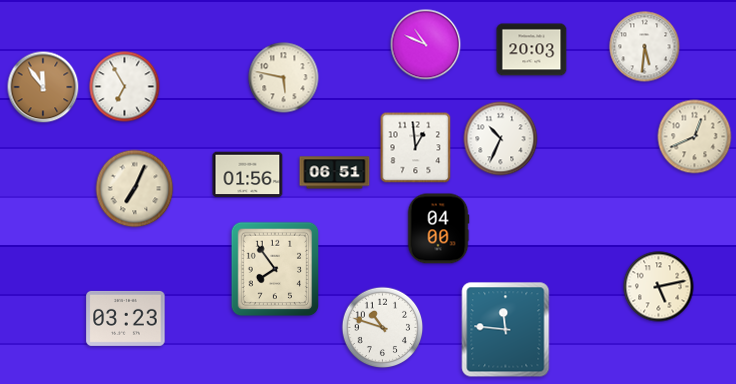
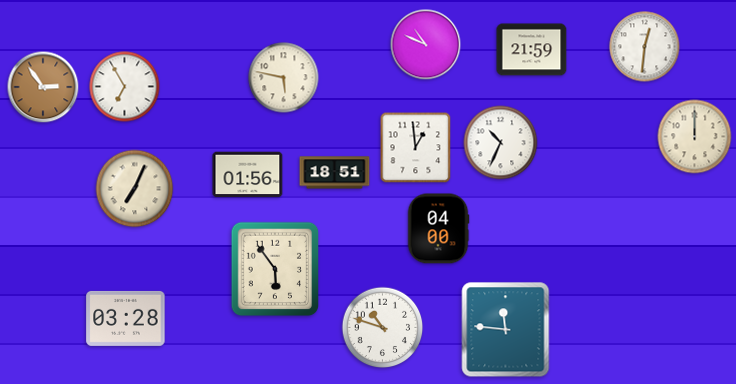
clock at (645, 47): 5:31 -> 12:31
clock at (532, 50): 20:03 -> 21:59
clock at (43, 87): 11:54 -> 2:54
clock at (695, 137): 12:41 -> 12:00
clock at (501, 139) position: (501, 139) -> (501, 143)
clock at (335, 173): 06:51 -> 18:51
clock at (275, 269): 7:54 -> 5:54
clock at (659, 287): 5:13 -> none
clock at (126, 318): 03:23 -> 03:28
